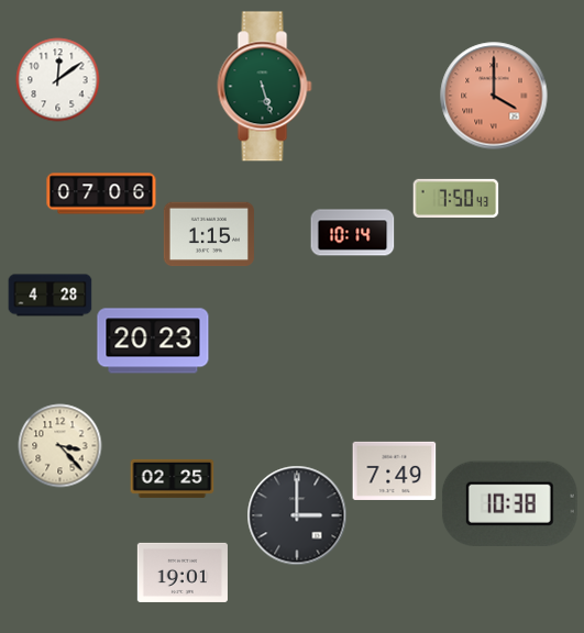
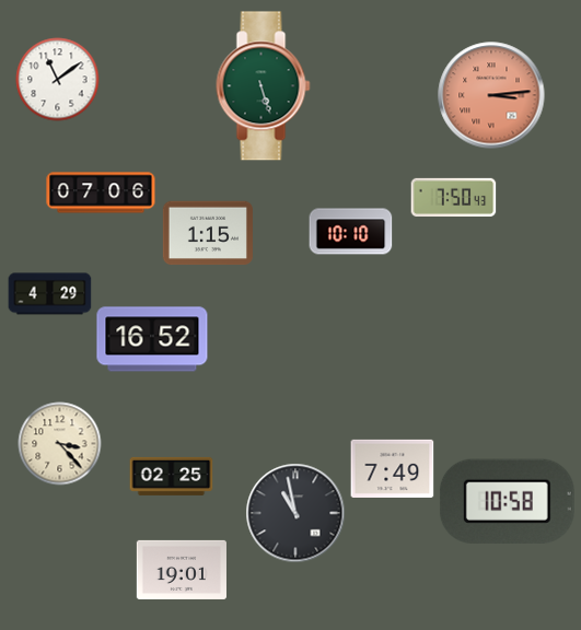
clock at (58, 80): 12:09 -> 11:09
clock at (494, 96): 4:00 -> 3:14
clock at (353, 233): 10:14 -> 10:10
clock at (51, 296): 4:28 -> 4:29
clock at (153, 341): 20:23 -> 16:52
clock at (509, 503): 10:38 -> 10:58
clock at (297, 515): 3:00 -> 10:58
